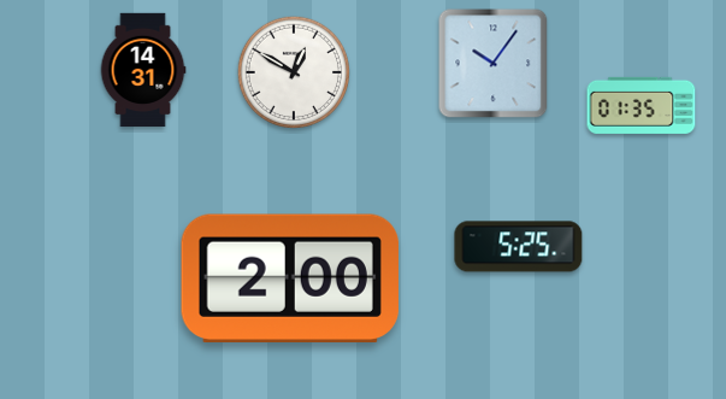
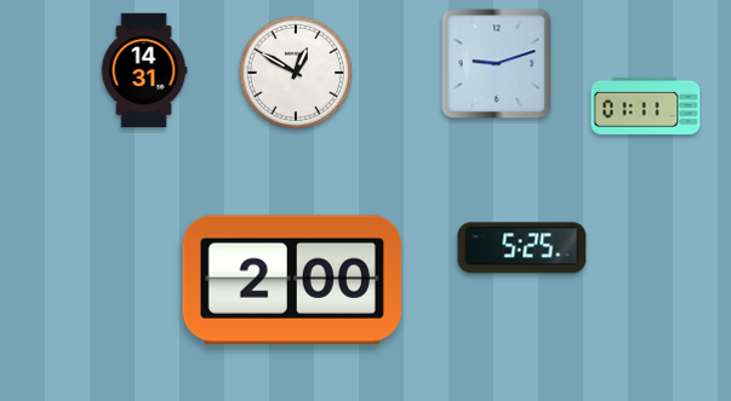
clock at (494, 64): 10:06 -> 9:12
clock at (642, 105): 01:35 -> 01:11
